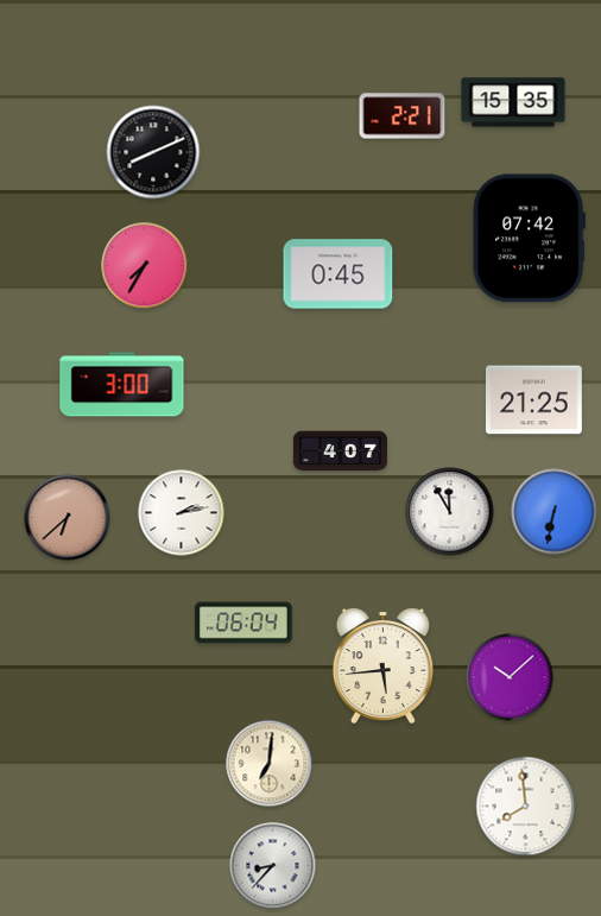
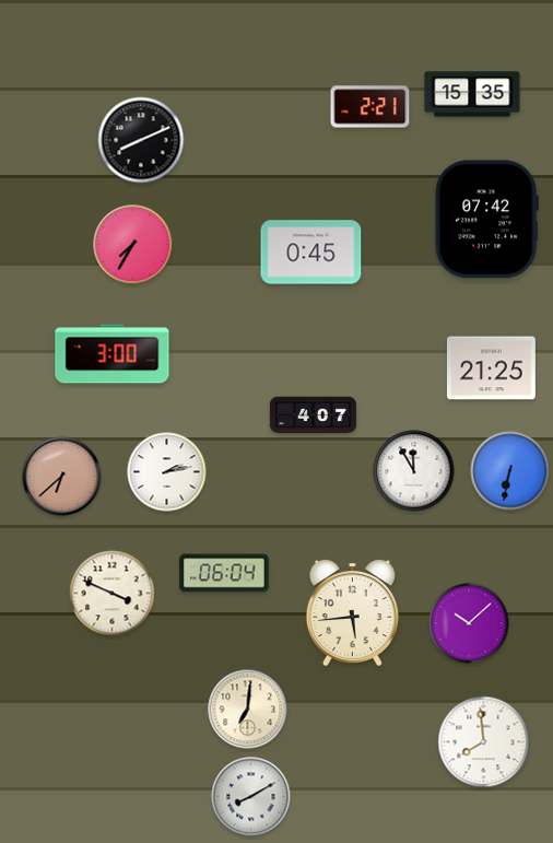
clock at (113, 594): none -> 3:49
clock at (270, 764) position: (270, 764) -> (248, 710)
clock at (273, 866): 8:37 -> 8:10
